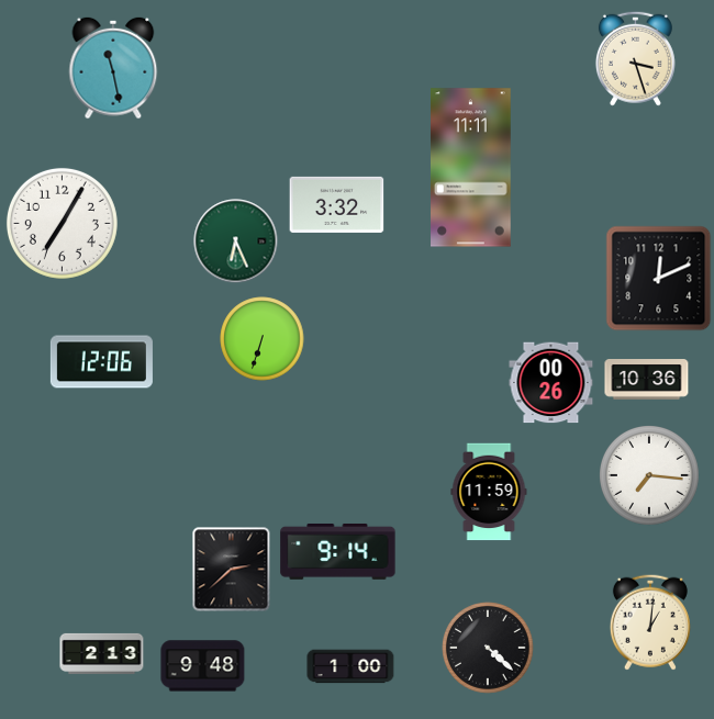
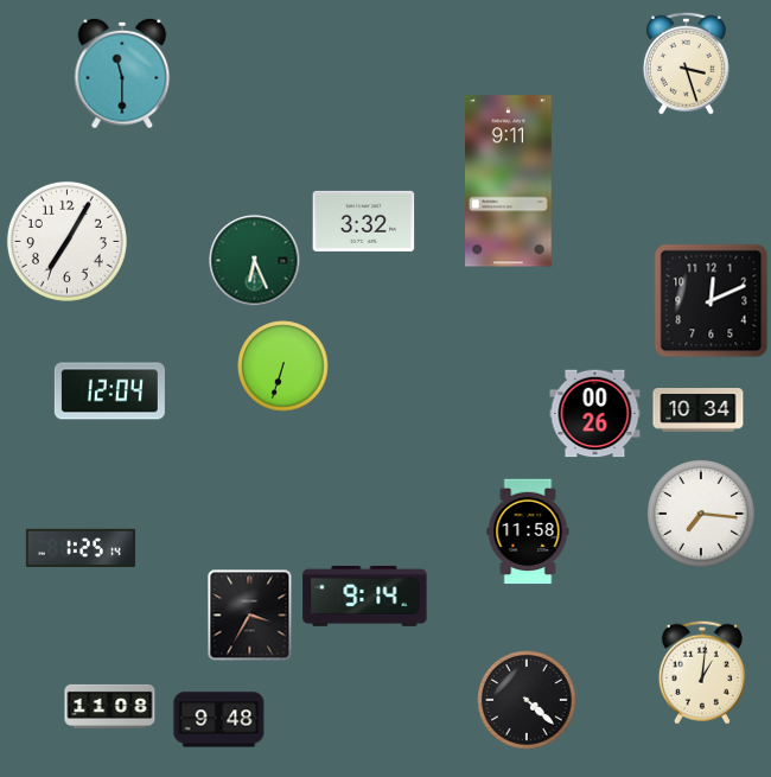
clock at (113, 68): 11:28 -> 11:30
clock at (471, 168): 11:11 -> 9:11
clock at (101, 362): 12:06 -> 12:04
clock at (647, 380): 10:36 -> 10:34
clock at (489, 492): 11:59 -> 11:58
clock at (81, 548): none -> 1:25
clock at (232, 570): 2:38 -> 3:35
clock at (102, 653): 2:13 -> 11:08
clock at (350, 666): 1:00 -> none
